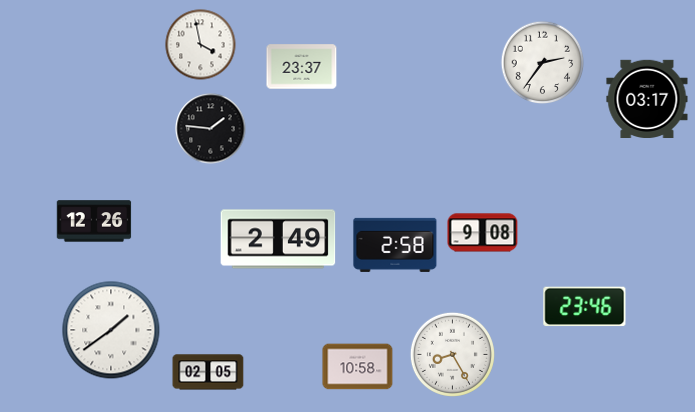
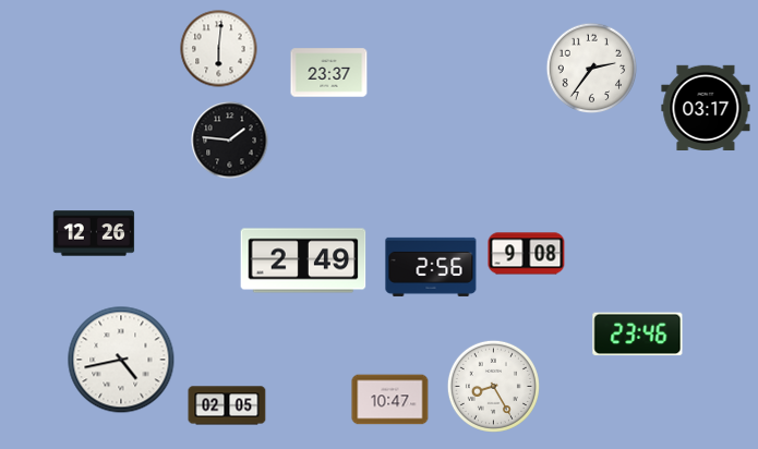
clock at (201, 45): 3:58 -> 6:01
clock at (94, 221) position: (94, 221) -> (94, 233)
clock at (395, 245): 2:58 -> 2:56
clock at (111, 330): 1:39 -> 4:43
clock at (358, 367): 10:58 -> 10:47
